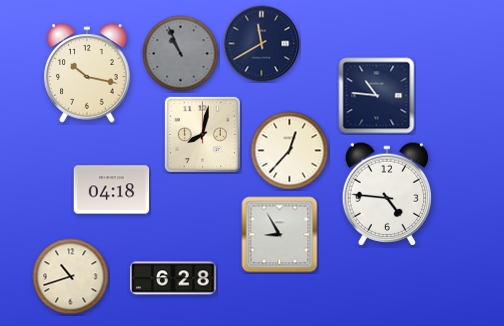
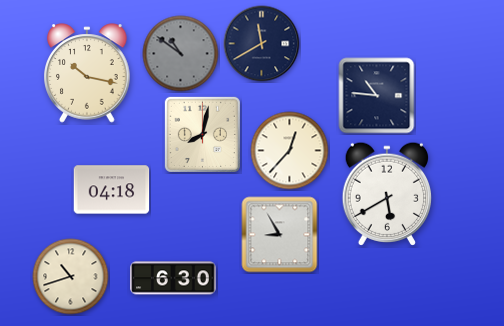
clock at (181, 54): 10:56 -> 10:51
clock at (387, 194): 4:46 -> 5:40
clock at (173, 278): 6:28 -> 6:30
